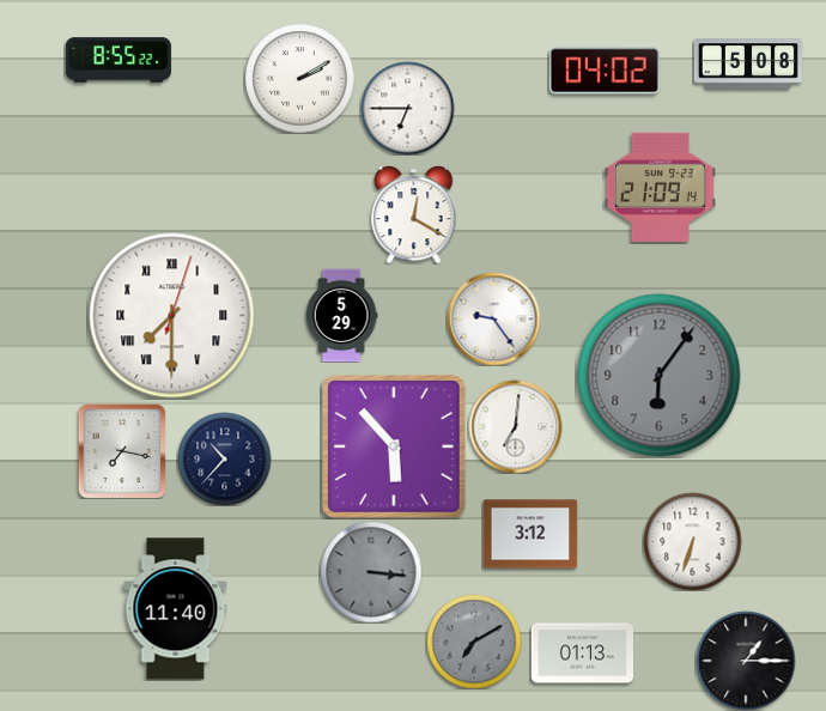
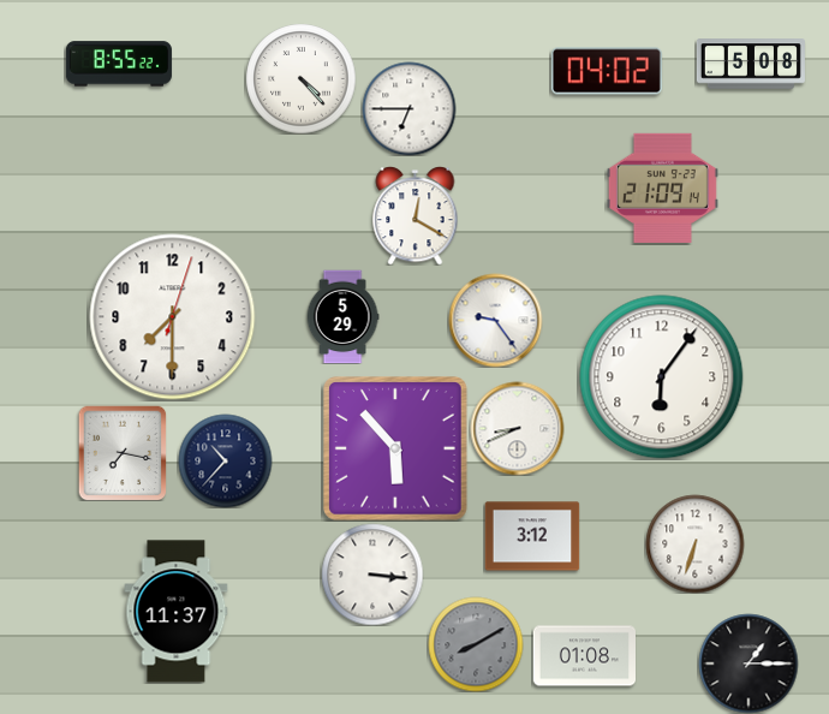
clock at (119, 60) position: (119, 60) -> (119, 64)
clock at (299, 78): 2:10 -> 4:23
clock at (172, 316) numerals: Roman -> Arabic
clock at (660, 376) dial: grey -> white
clock at (515, 426): 7:01 -> 8:41
clock at (371, 572) dial: grey -> white
clock at (176, 609): 11:40 -> 11:37
clock at (474, 642): 7:10 -> 8:10
clock at (582, 654): 01:13 -> 01:08
